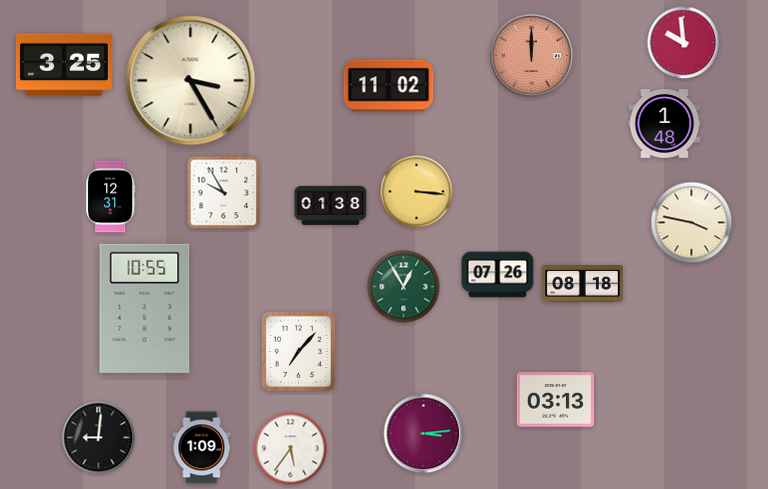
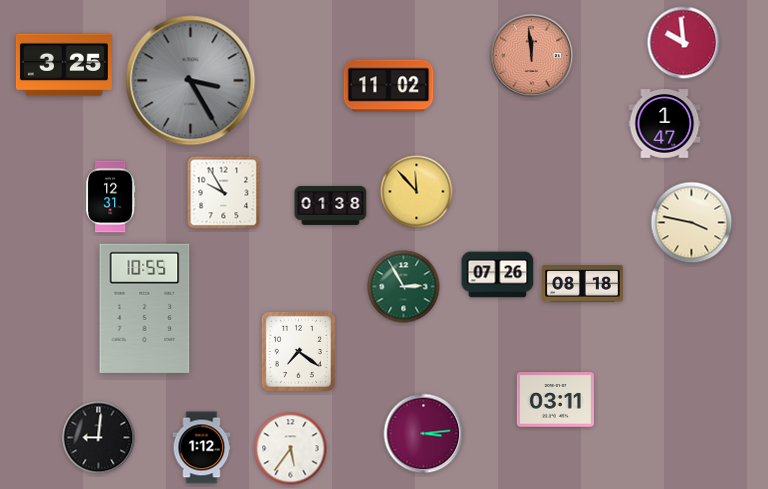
clock at (532, 56): 12:00 -> 11:59
clock at (191, 81) dial: cream -> grey
clock at (665, 124): 1:48 -> 1:47
clock at (417, 192): 3:16 -> 11:53
clock at (404, 287): 12:55 -> 2:55
clock at (298, 351): 7:07 -> 7:21
clock at (555, 400): 03:13 -> 03:11
clock at (202, 448): 1:09 -> 1:12
